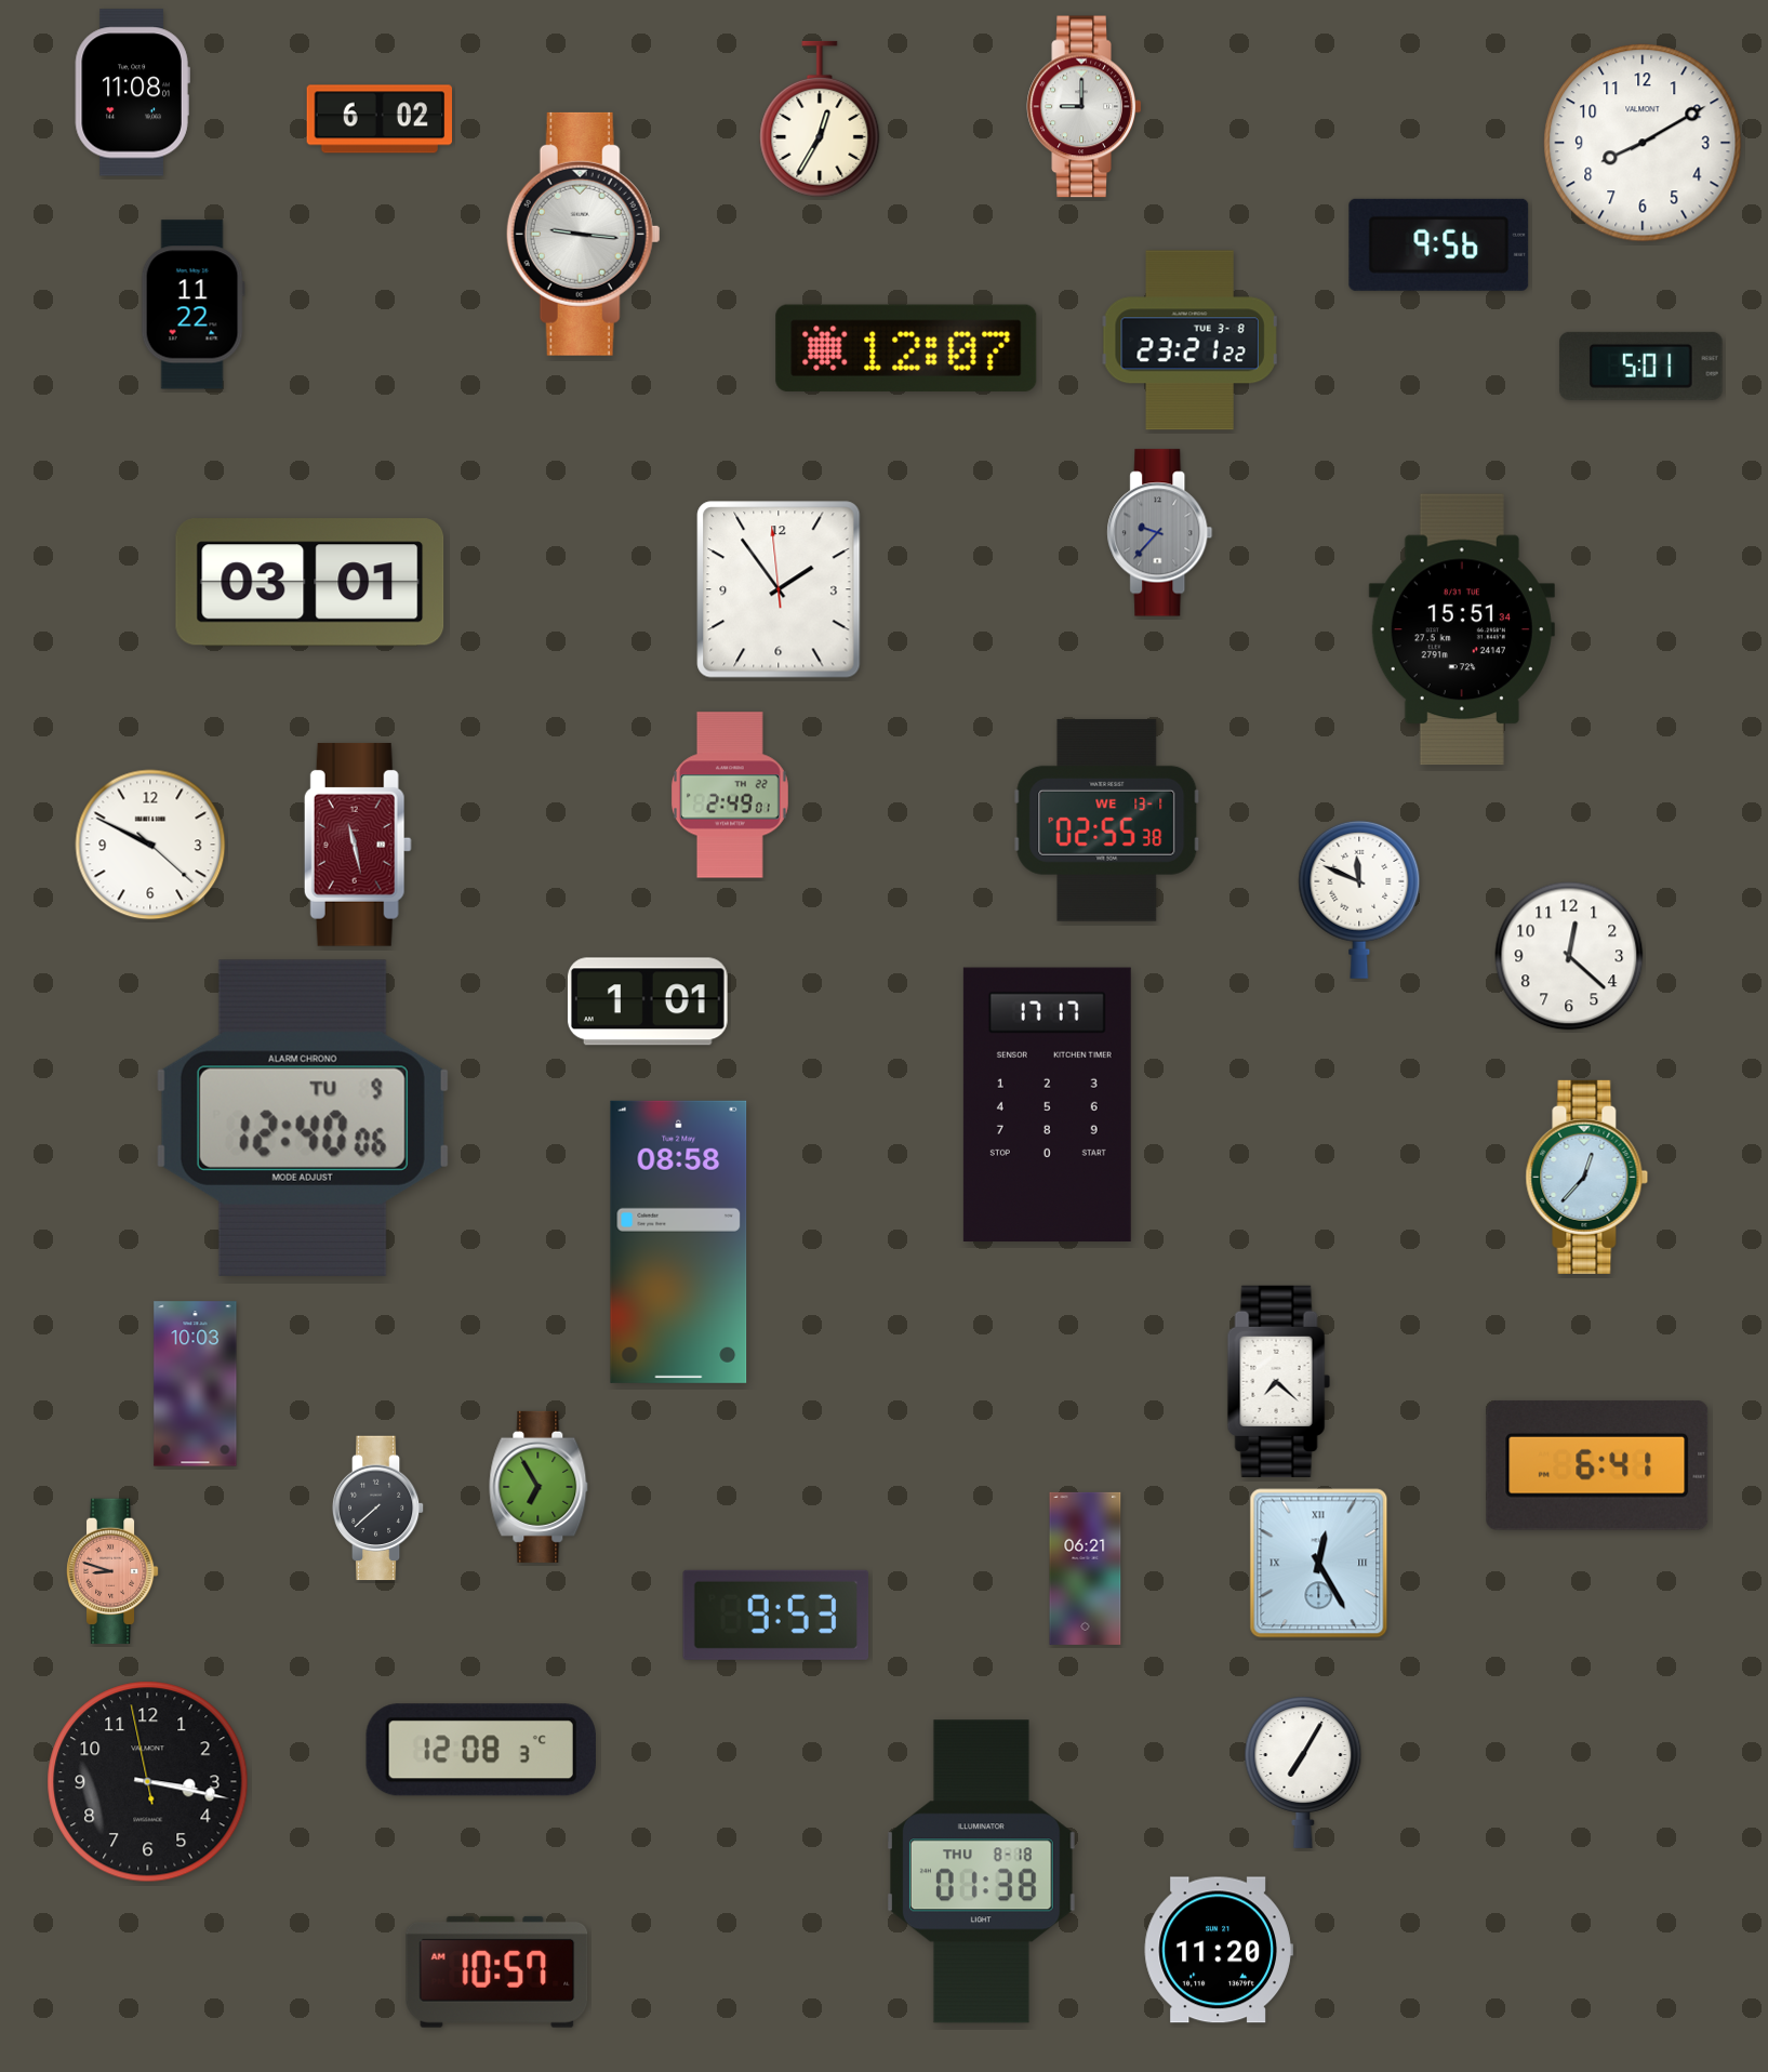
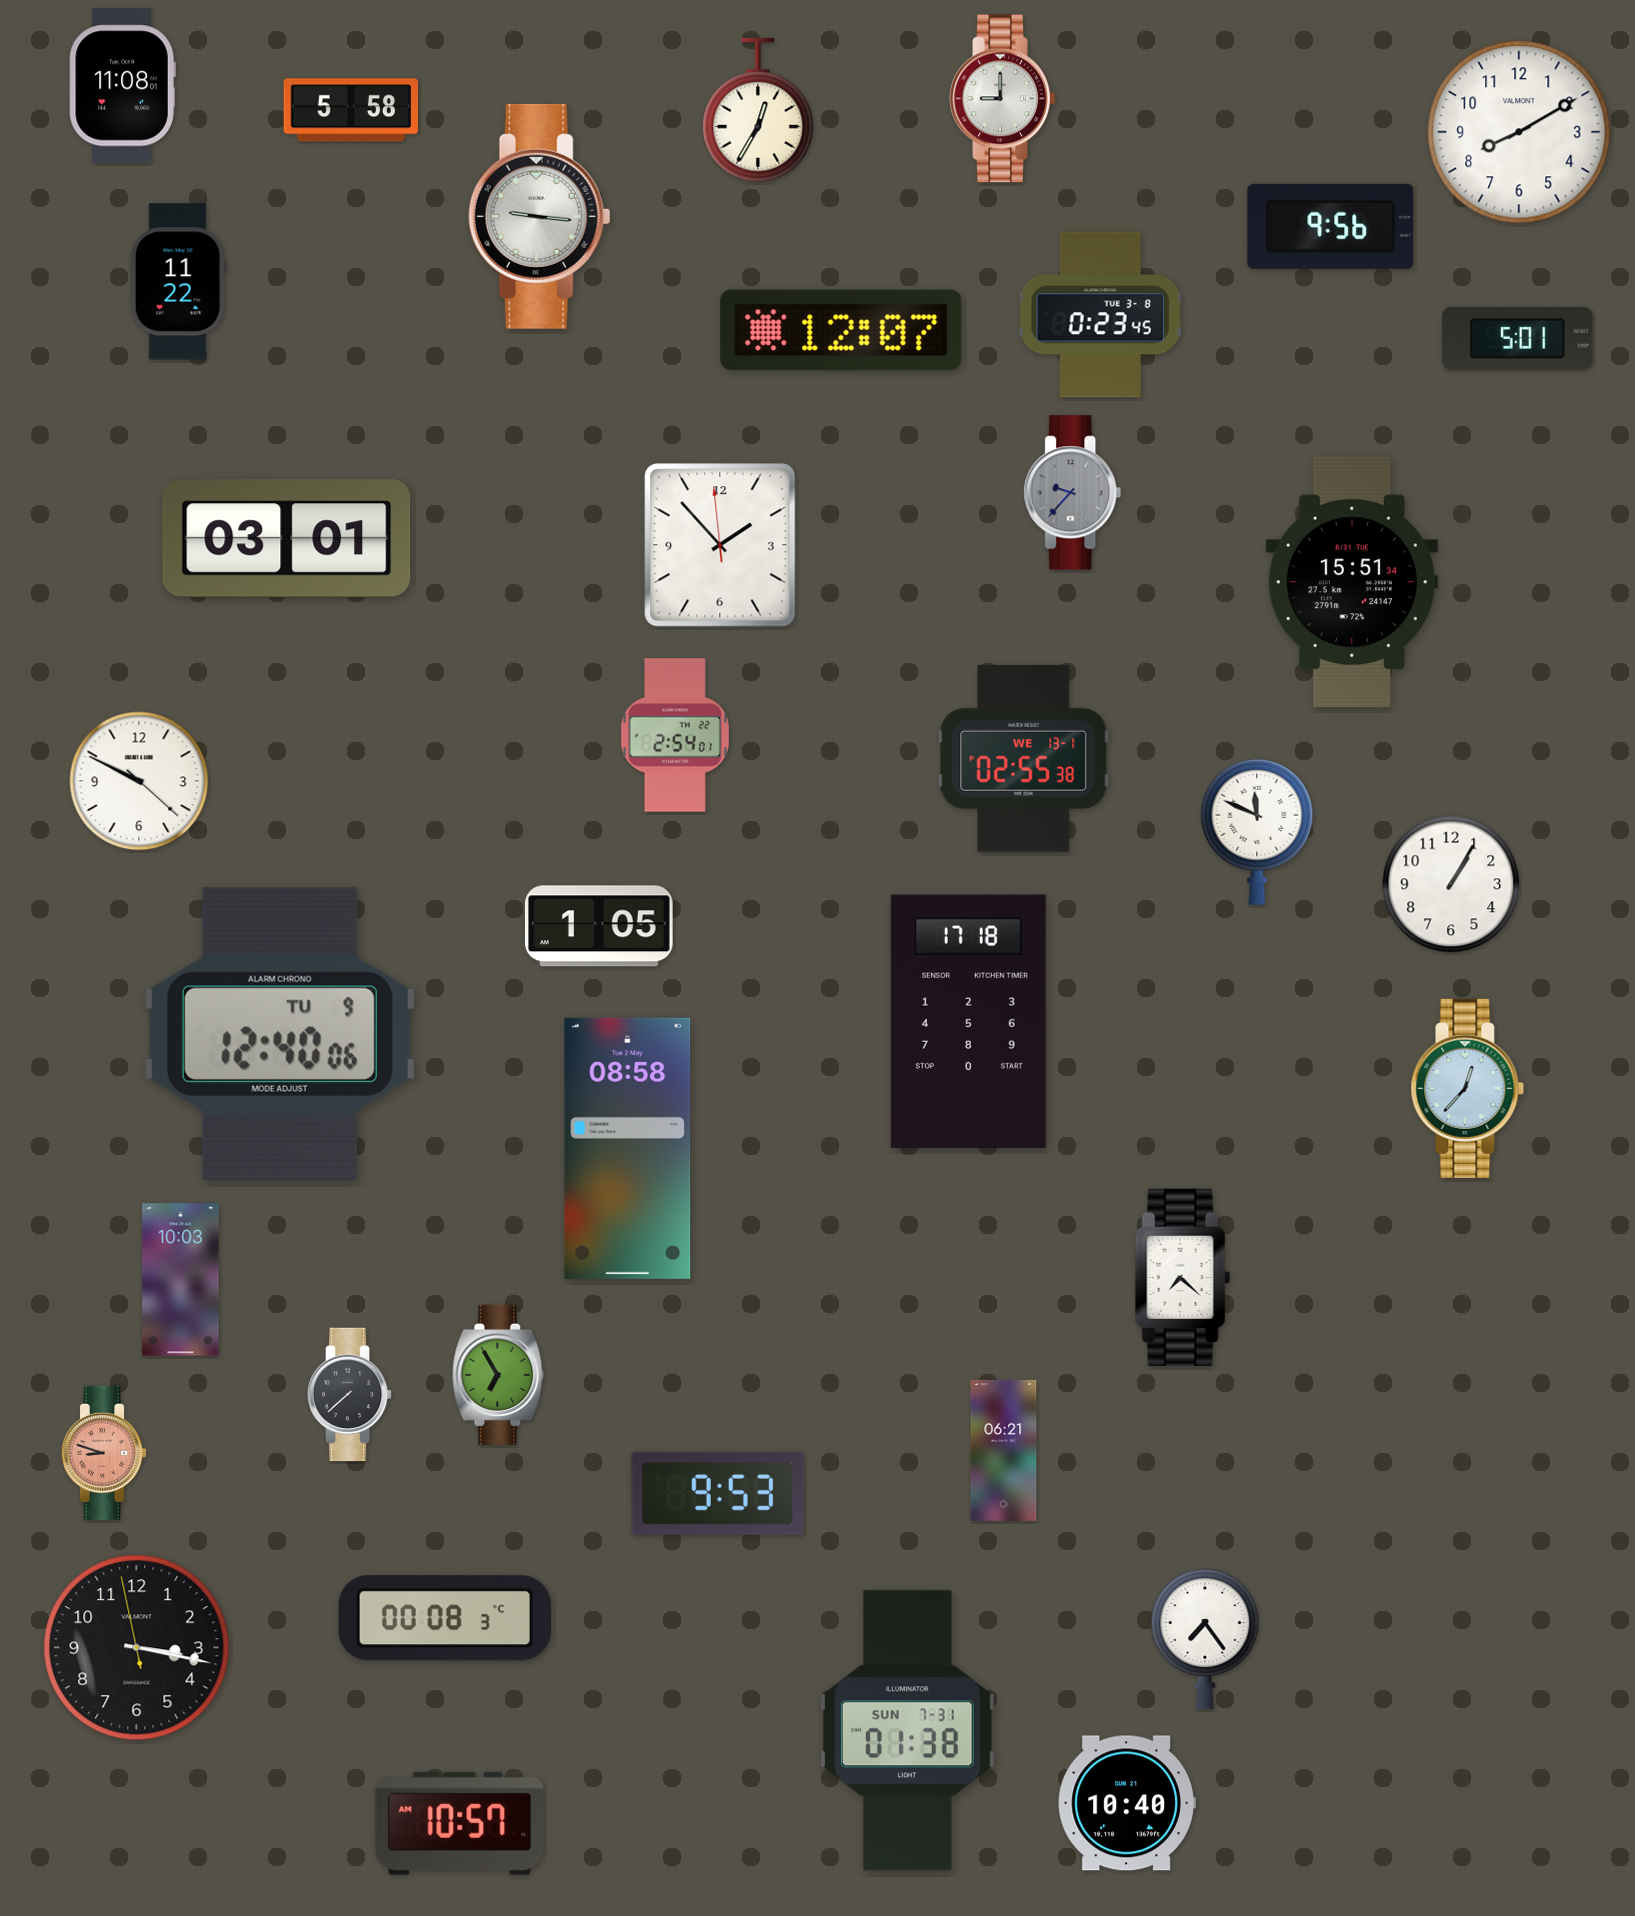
clock at (378, 119): 6:02 -> 5:58
clock at (1189, 341): 23:21 -> 0:23
clock at (906, 348) position: (906, 348) -> (841, 330)
clock at (779, 589): 1:53 -> 1:52
clock at (730, 795): 2:49 -> 2:54
clock at (358, 845): 11:28 -> none
clock at (1569, 956): 12:22 -> 1:05
clock at (648, 1001): 1:01 -> 1:05
clock at (1047, 1104): 17:17 -> 17:18
clock at (1597, 1465): 6:41 -> none
clock at (1319, 1564): 12:25 -> none
clock at (481, 1750): 12:08 -> 00:08
clock at (1303, 1772): 7:05 -> 7:24
clock at (981, 1872) date: THU 8-18 -> SUN 7-31
clock at (1219, 1950): 11:20 -> 10:40
